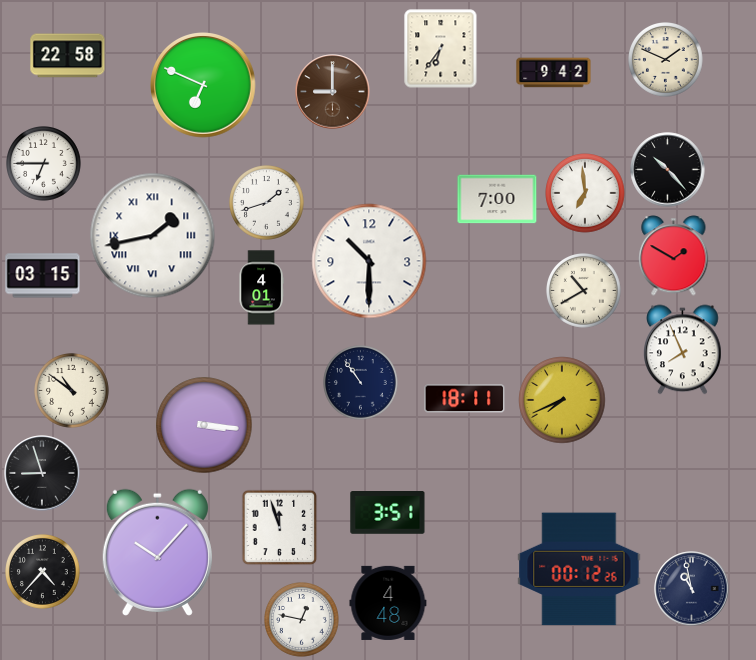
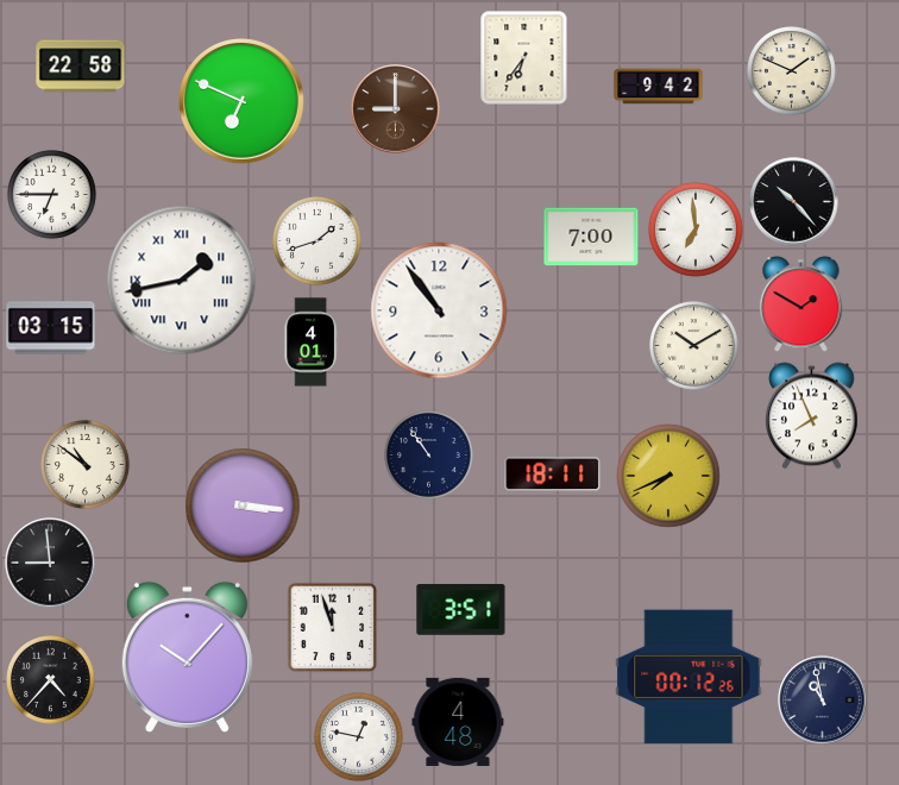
clock at (369, 261): 10:30 -> 10:54
clock at (584, 291): 10:40 -> 10:10
clock at (42, 473): 8:57 -> 8:59
clock at (388, 603) position: (388, 603) -> (458, 722)
